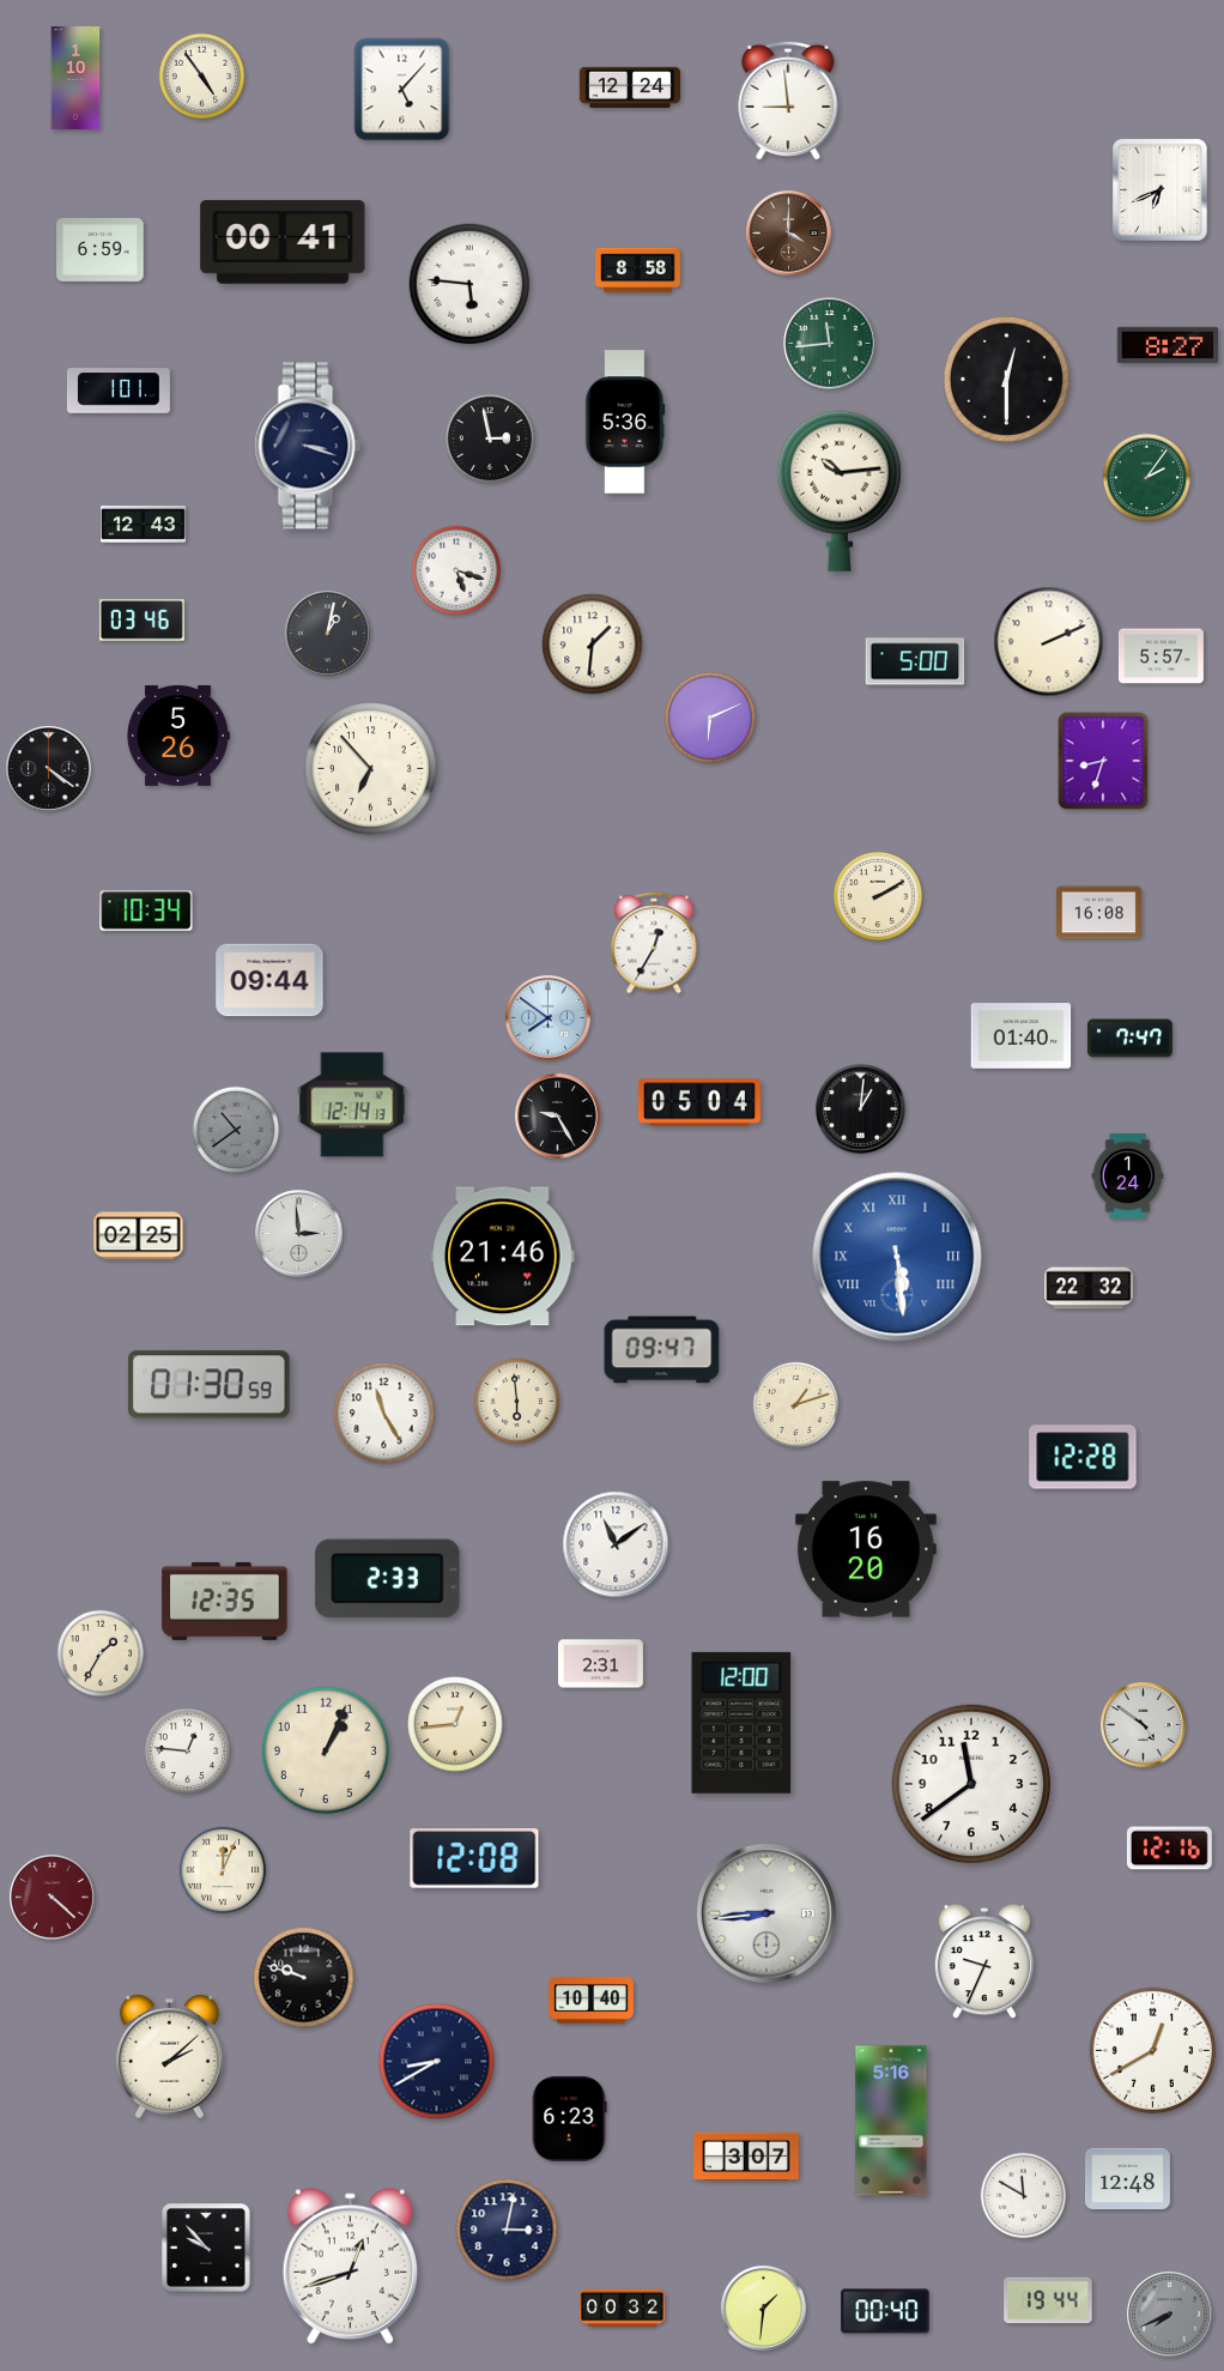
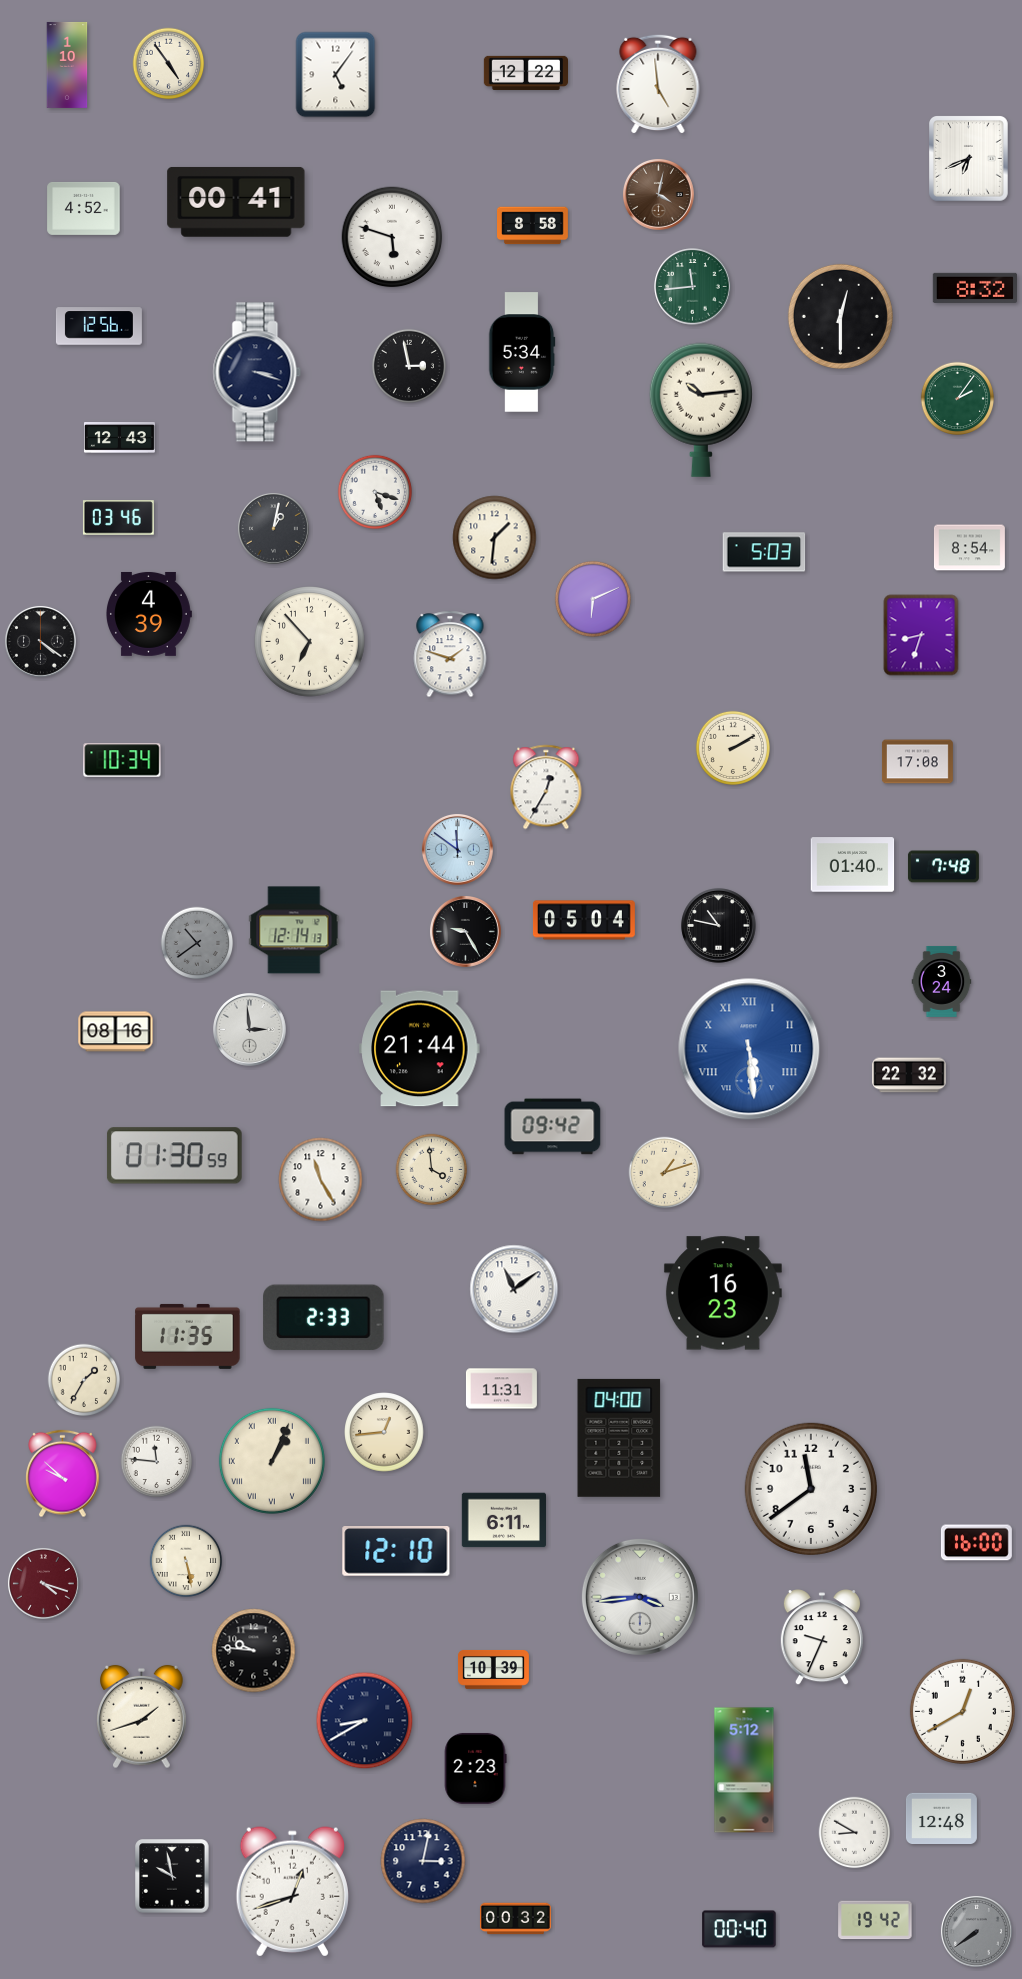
clock at (75, 78) position: (75, 78) -> (67, 65)
clock at (630, 86): 12:24 -> 12:22
clock at (402, 90): 5:07 -> 5:06
clock at (788, 101): 8:59 -> 4:59
clock at (788, 232): 4:00 -> 4:02
clock at (101, 249): 6:59 -> 4:52
clock at (469, 284): 5:46 -> 5:48
clock at (1167, 345): 8:27 -> 8:32
clock at (119, 391): 1:01 -> 12:56
clock at (625, 422): 5:36 -> 5:34
clock at (456, 570) position: (456, 570) -> (375, 492)
clock at (1049, 642): 2:11 -> none
clock at (1161, 657): 5:57 -> 8:54
clock at (915, 661): 5:00 -> 5:03
clock at (178, 736): 5:26 -> 4:39
clock at (450, 654): none -> 1:48
clock at (1098, 913): 16:08 -> 17:08
clock at (269, 980): 09:44 -> none
clock at (547, 1017): 7:51 -> 11:51
clock at (1129, 1039): 7:47 -> 7:48
clock at (352, 1105) position: (352, 1105) -> (294, 930)
clock at (861, 1109): 1:01 -> 10:47
clock at (1128, 1177): 1:24 -> 3:24
clock at (139, 1236): 02:25 -> 08:16
clock at (503, 1257): 21:46 -> 21:44
clock at (662, 1350): 09:47 -> 09:42
clock at (517, 1402): 5:59 -> 3:59
clock at (1083, 1457): 12:28 -> none
clock at (866, 1549): 16:20 -> 16:23
clock at (225, 1601): 12:35 -> 11:35
clock at (600, 1664): 2:31 -> 11:31
clock at (741, 1723): 12:00 -> 04:00
clock at (455, 1724) position: (455, 1724) -> (384, 1432)
clock at (1143, 1724): 4:51 -> none
clock at (326, 1750) numerals: Arabic -> Roman
clock at (188, 1752): 12:46 -> 11:46
clock at (63, 1474): none -> 9:52
clock at (503, 1520): none -> 6:11
clock at (1169, 1849): 12:16 -> 16:00
clock at (474, 1859): 12:08 -> 12:10
clock at (223, 1870): 12:04 -> 5:28
clock at (51, 1897): 4:22 -> 4:18
clock at (766, 1913): 8:44 -> 3:44
clock at (304, 1978): 9:48 -> 9:46
clock at (592, 2000): 10:40 -> 10:39
clock at (170, 2057): 2:08 -> 1:42
clock at (569, 2118): 6:23 -> 2:23
clock at (891, 2121): 5:16 -> 5:12
clock at (746, 2157): 3:07 -> none
clock at (1024, 2196): 11:50 -> 8:50
clock at (206, 2248): 9:53 -> 9:58
clock at (1048, 2300): 19:44 -> 19:42
clock at (763, 2308): 1:31 -> none
clock at (623, 2309) position: (623, 2309) -> (516, 1919)
clock at (1169, 2313): 7:41 -> 7:39
